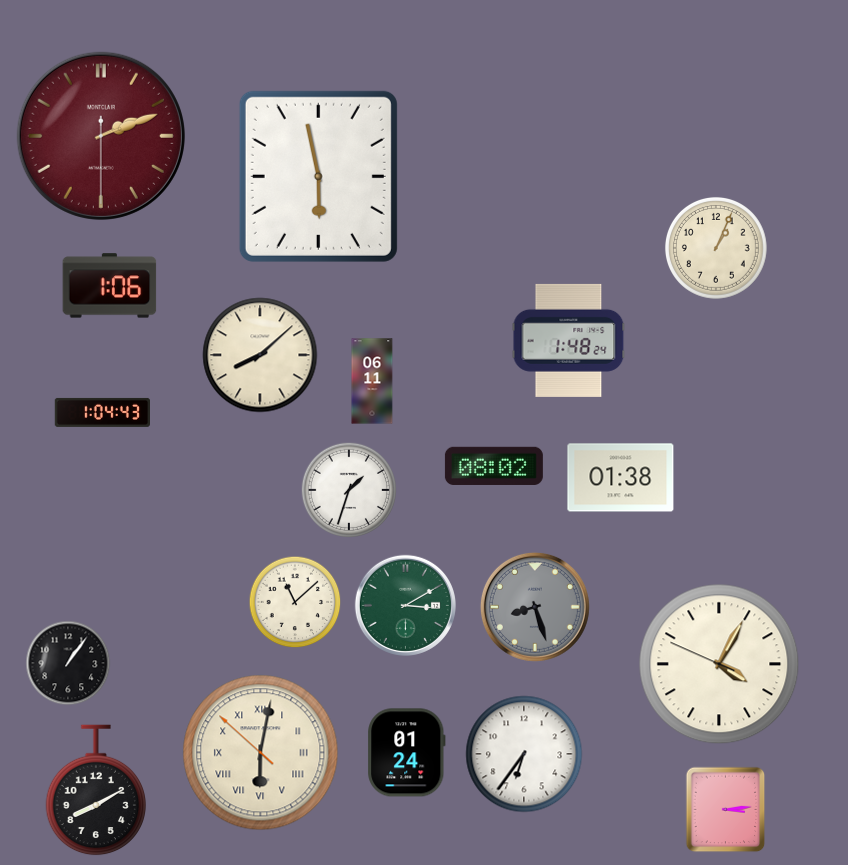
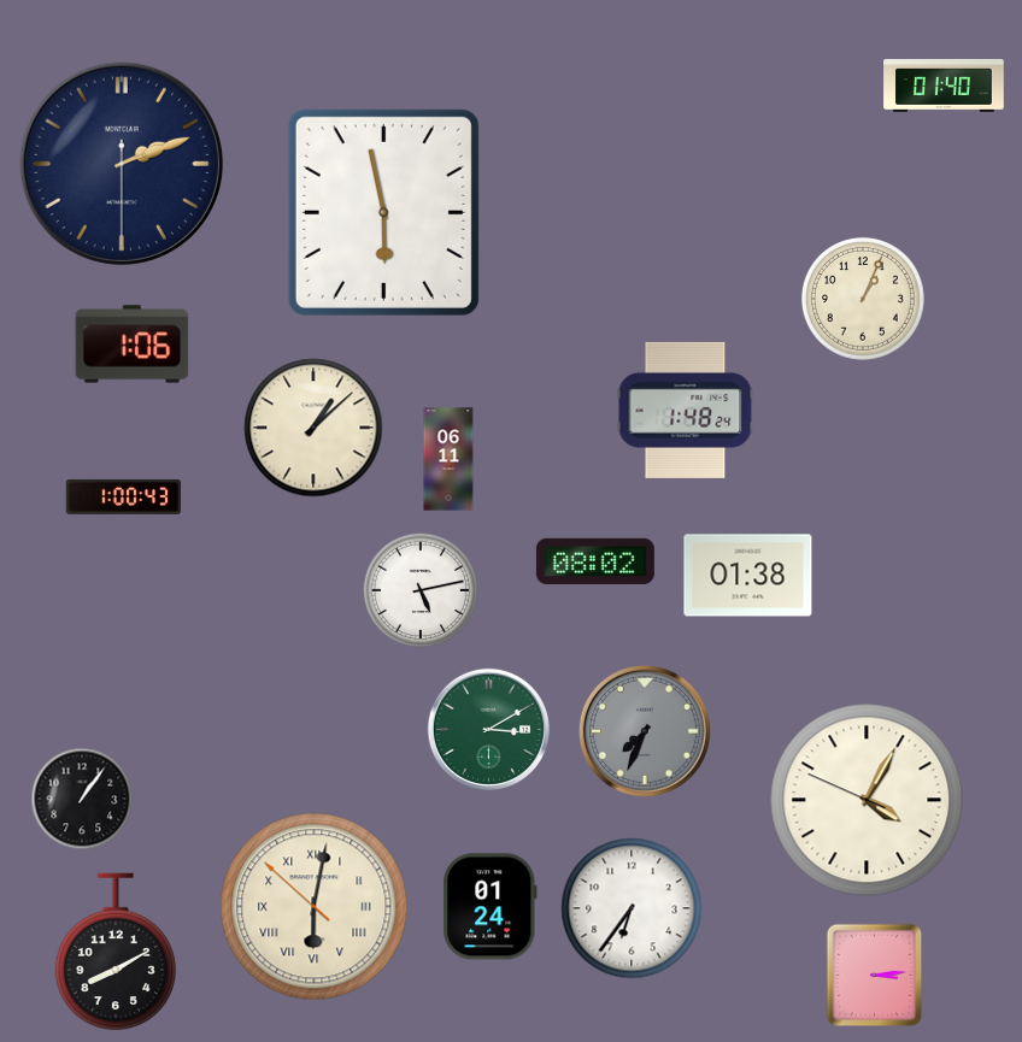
clock at (944, 86): none -> 01:40
clock at (101, 136) dial: burgundy -> navy
clock at (260, 355): 8:08 -> 1:08
clock at (102, 412): 1:04 -> 1:00
clock at (348, 489): 1:33 -> 5:13
clock at (295, 602): 11:08 -> none
clock at (535, 607): 8:27 -> 7:34
